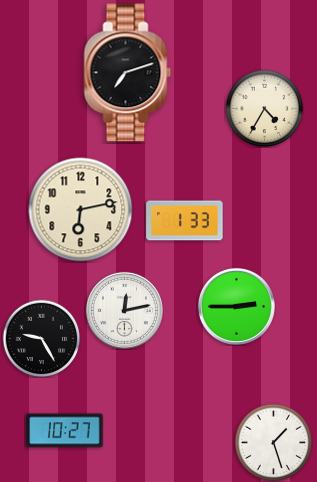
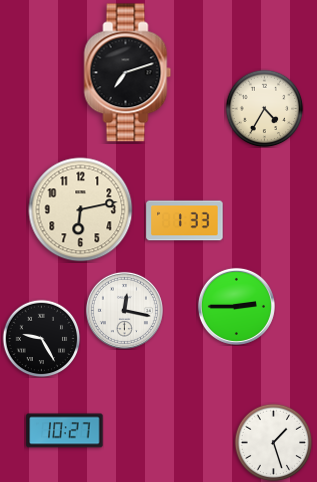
clock at (124, 310): 12:13 -> 12:17
